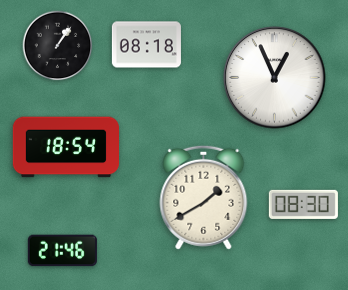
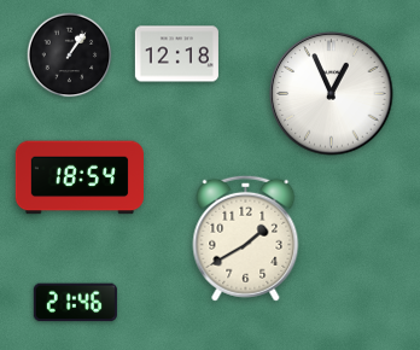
clock at (146, 45): 08:18 -> 12:18
clock at (303, 204): 08:30 -> none
